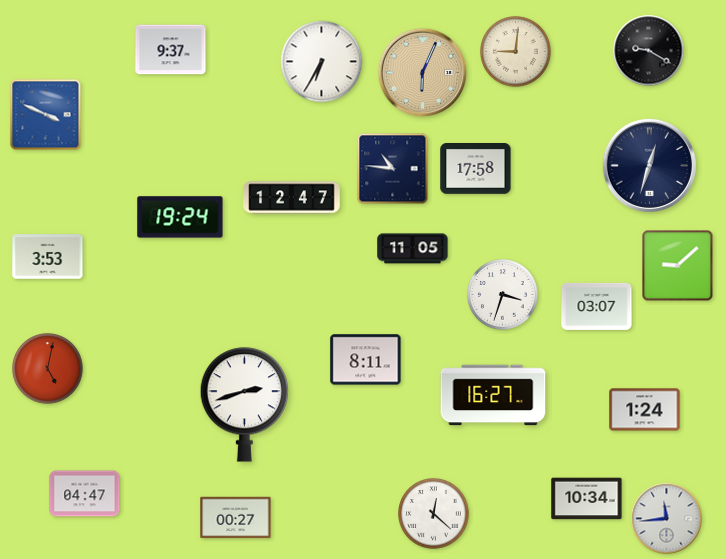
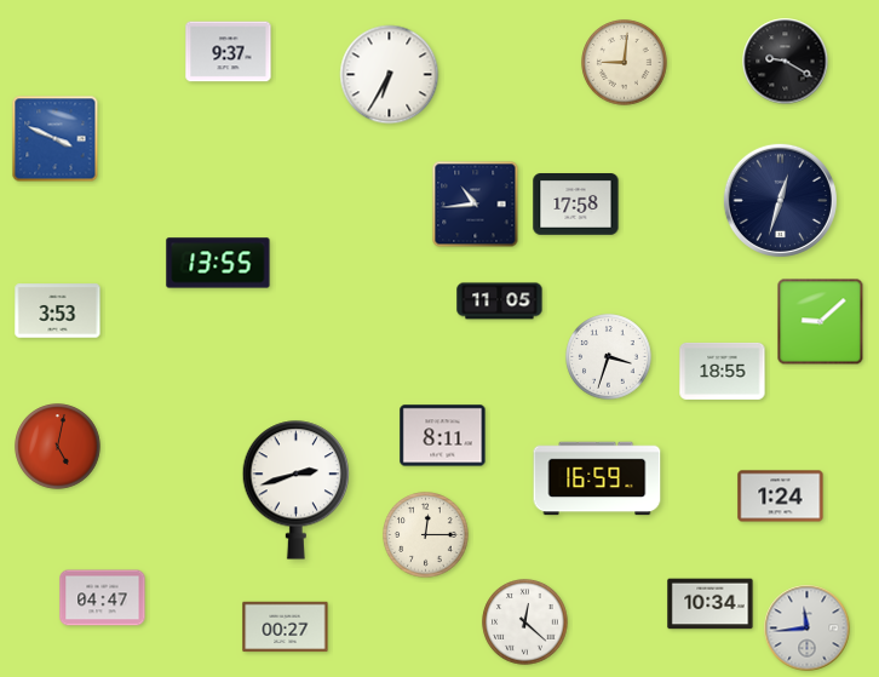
clock at (171, 50) position: (171, 50) -> (229, 52)
clock at (423, 73): 6:04 -> none
clock at (649, 165) position: (649, 165) -> (780, 200)
clock at (393, 169): 10:46 -> 10:44
clock at (292, 198): 12:47 -> none
clock at (180, 217): 19:24 -> 13:55
clock at (597, 306): 03:07 -> 18:55
clock at (493, 395): 16:27 -> 16:59
clock at (426, 535): none -> 12:15
